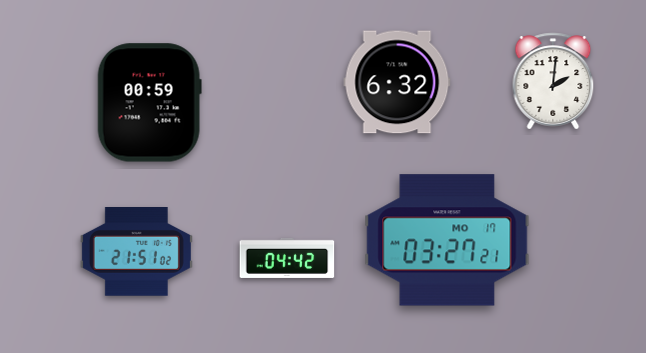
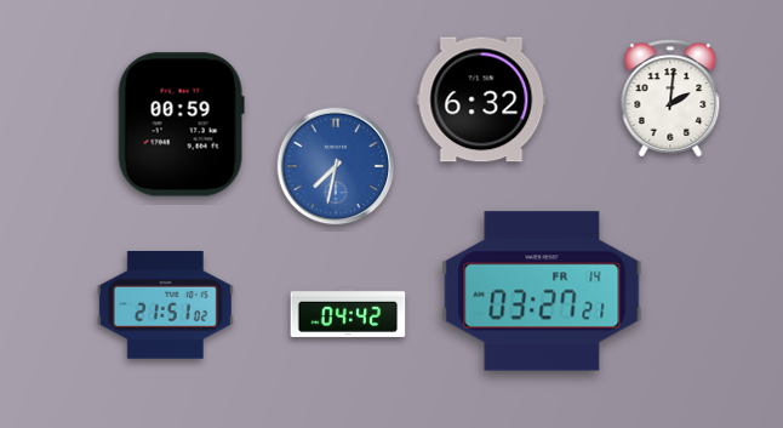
clock at (336, 166): none -> 7:32
clock at (447, 240) date: MO 17 -> FR 14
